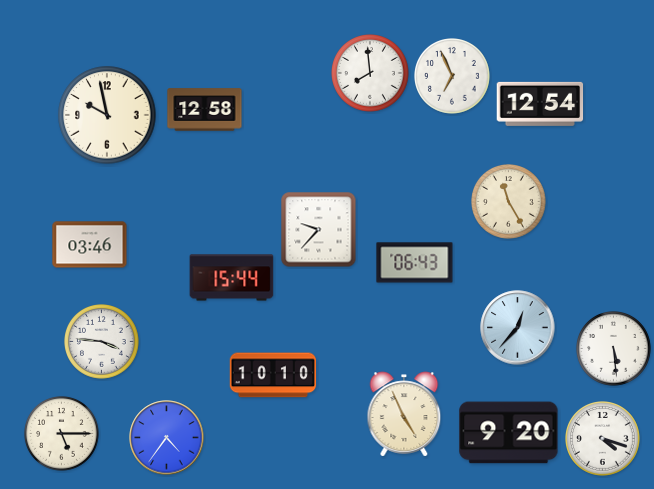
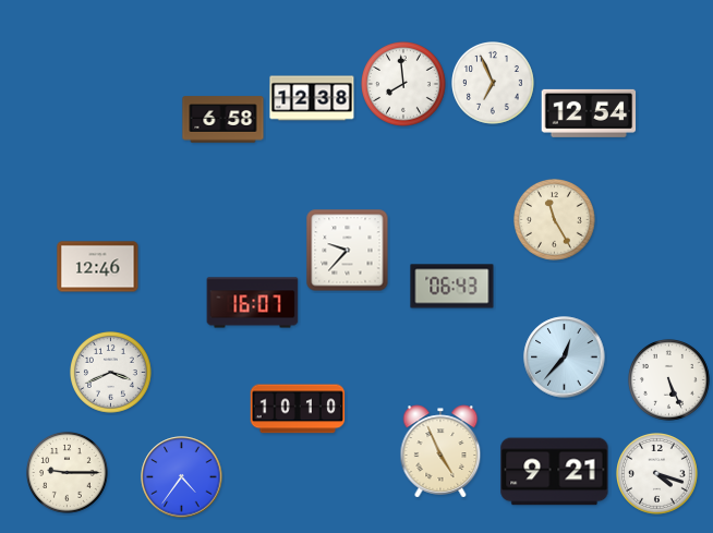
clock at (371, 74) position: (371, 74) -> (404, 85)
clock at (312, 98): none -> 12:38
clock at (205, 110): 12:58 -> 6:58
clock at (107, 115): 9:58 -> none
clock at (90, 245): 03:46 -> 12:46
clock at (232, 278): 15:44 -> 16:07
clock at (102, 342): 3:46 -> 3:41
clock at (614, 349): 5:29 -> 5:26
clock at (509, 433): 9:20 -> 9:21
clock at (62, 434): 5:15 -> 9:15
clock at (603, 439) position: (603, 439) -> (657, 474)
